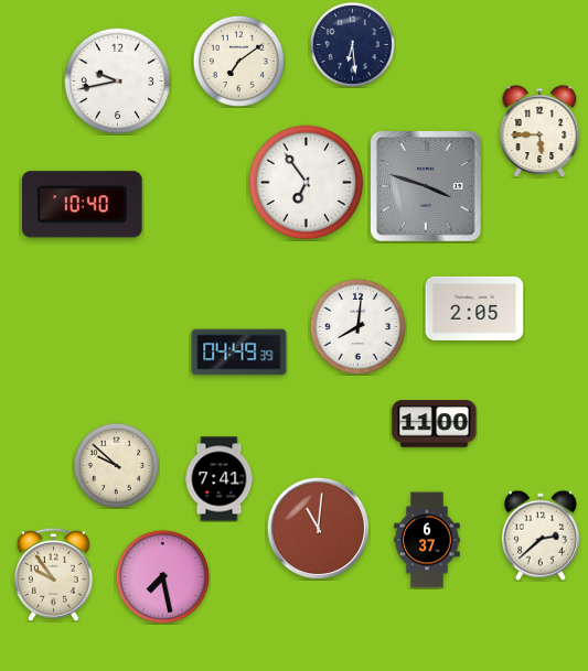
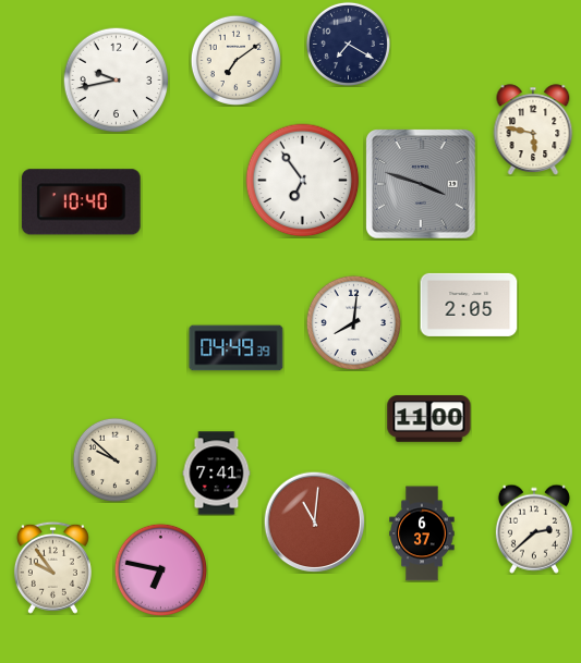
clock at (352, 44): 6:29 -> 7:20
clock at (539, 131): 5:45 -> 5:47
clock at (162, 576): 7:28 -> 6:47
